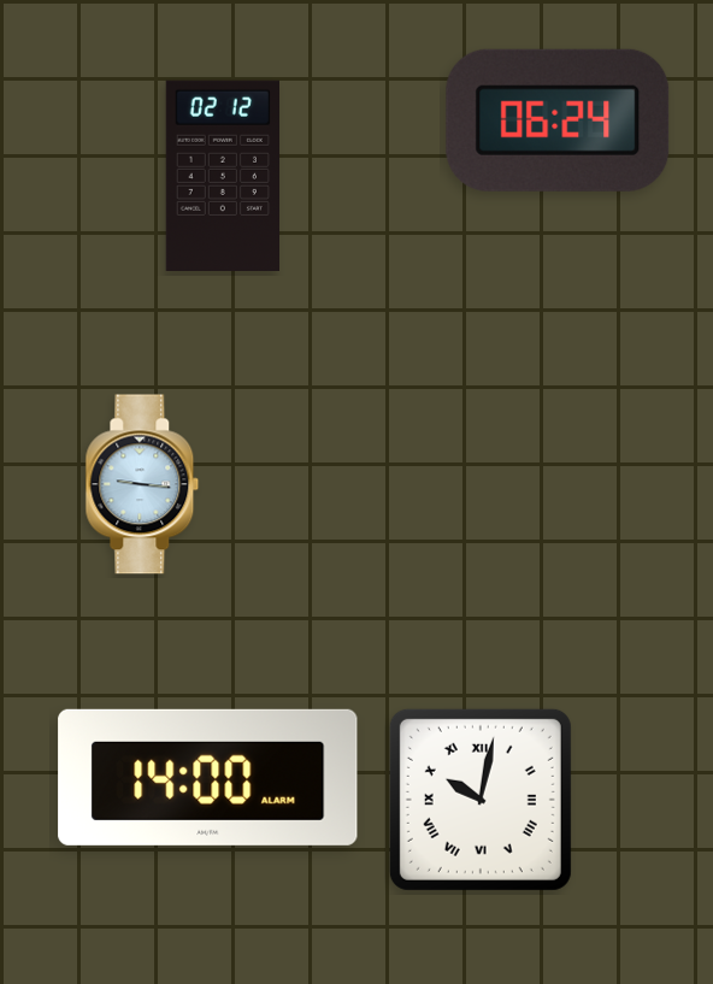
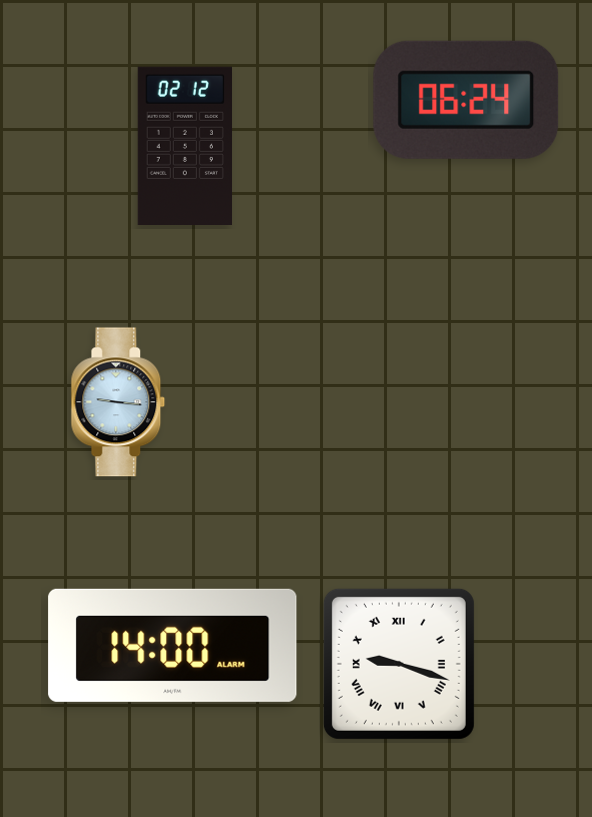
clock at (558, 120) position: (558, 120) -> (466, 100)
clock at (481, 800): 10:02 -> 9:18
